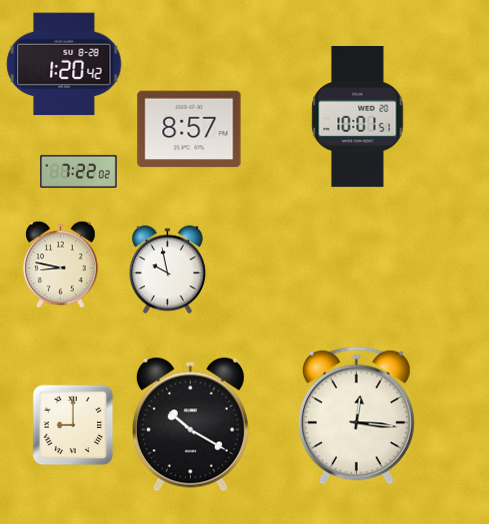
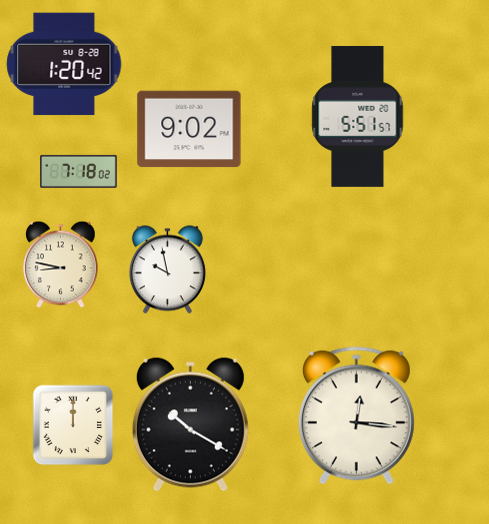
clock at (358, 116): 10:01 -> 5:51
clock at (189, 129): 8:57 -> 9:02
clock at (79, 171): 7:22 -> 7:18
clock at (73, 425): 9:00 -> 12:00
